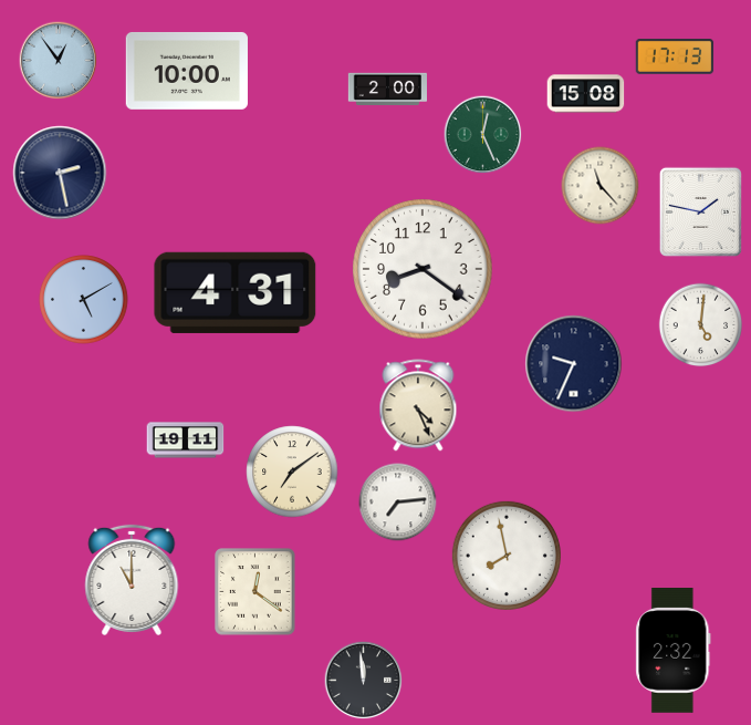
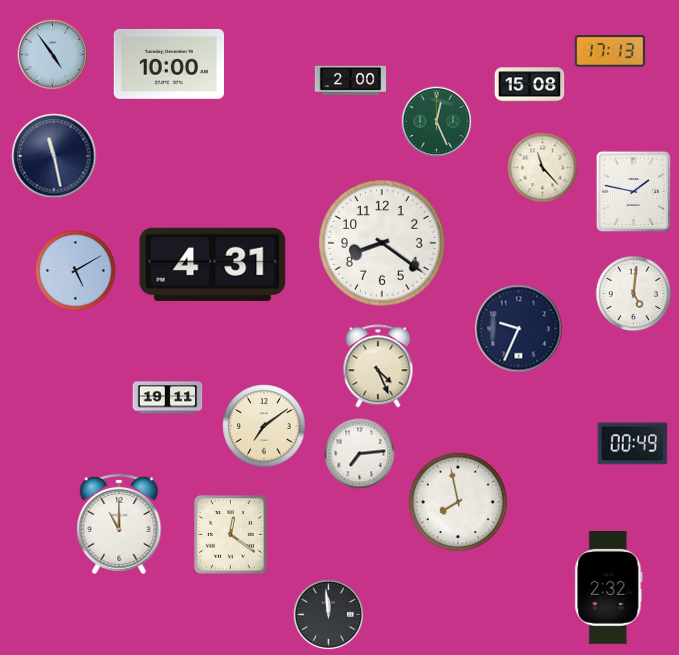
clock at (59, 61): 12:54 -> 4:54
clock at (60, 173): 2:28 -> 11:28
clock at (633, 444): none -> 00:49
